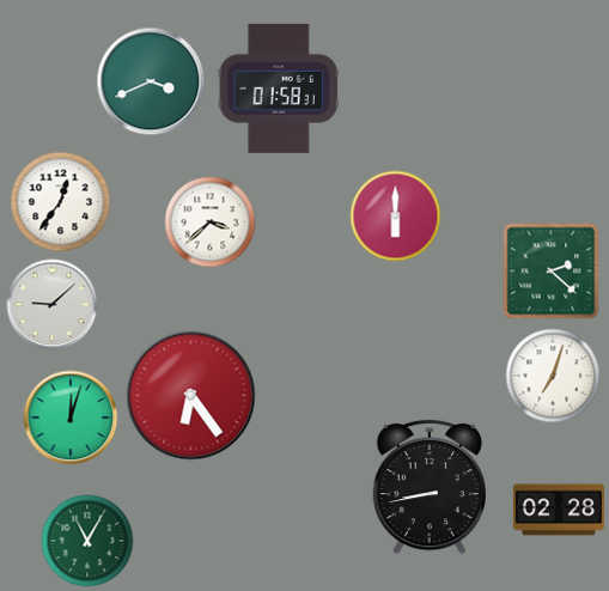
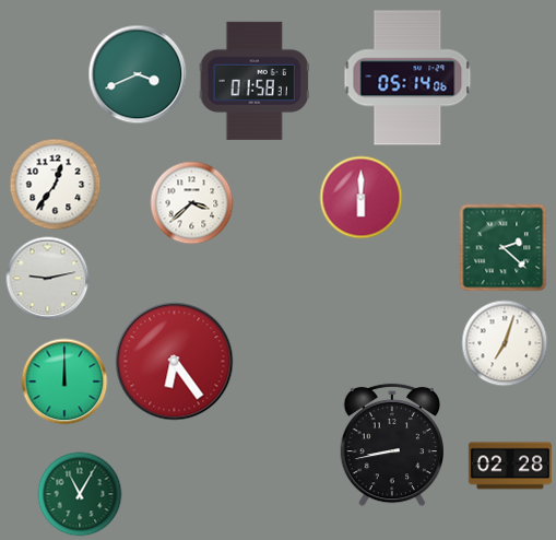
clock at (407, 78): none -> 05:14
clock at (53, 305): 9:08 -> 9:13
clock at (71, 418): 12:03 -> 12:00
